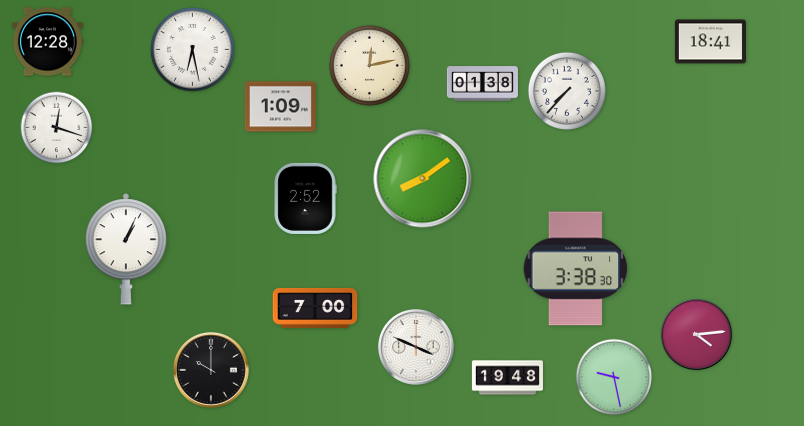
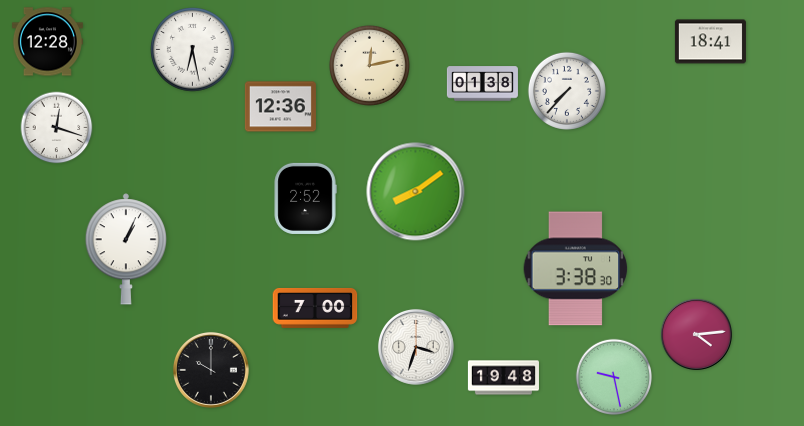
clock at (280, 107): 1:09 -> 12:36
clock at (423, 179) position: (423, 179) -> (416, 192)
clock at (416, 347): 3:49 -> 3:33
clock at (507, 378) position: (507, 378) -> (503, 378)
